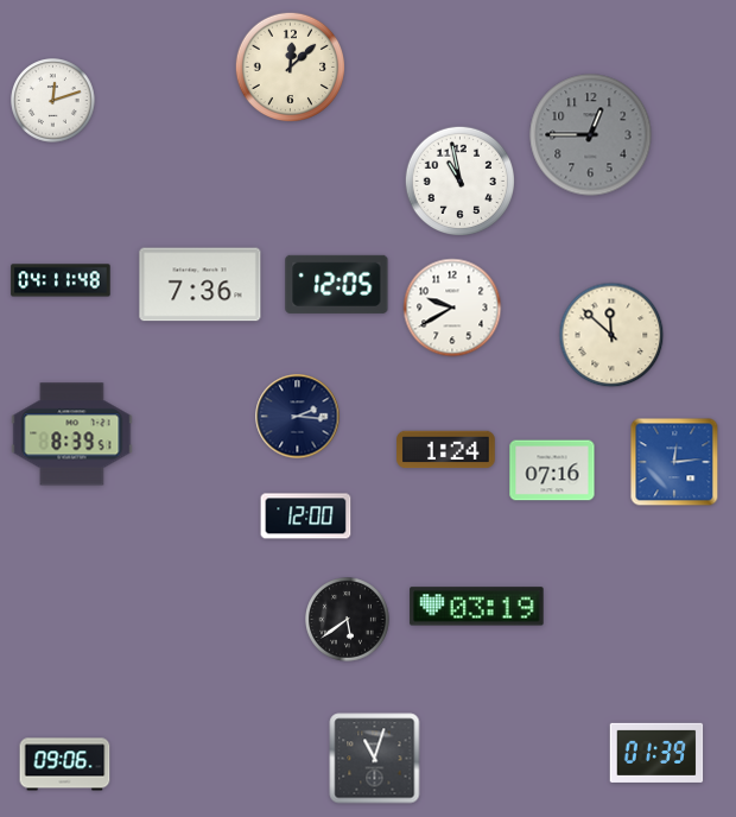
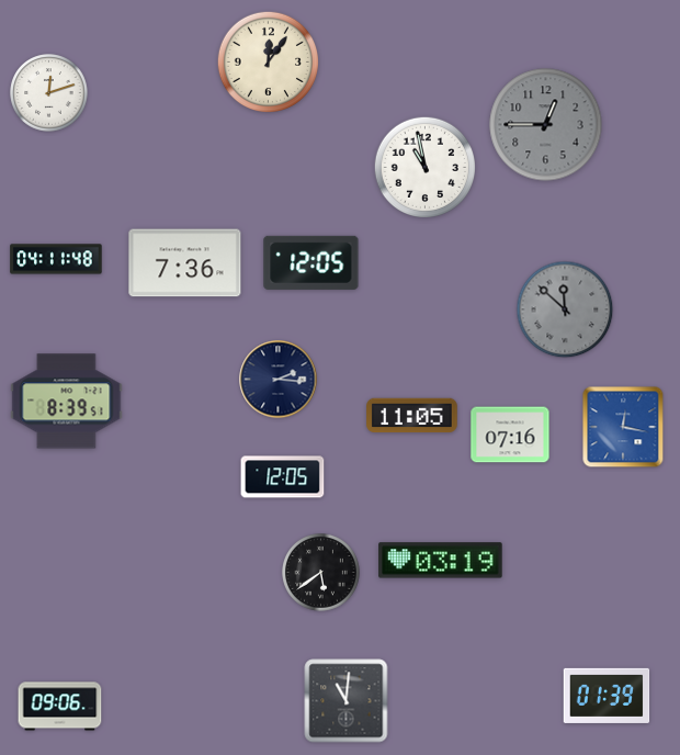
clock at (290, 66): 12:08 -> 12:06
clock at (452, 308): 9:40 -> none
clock at (611, 335) dial: cream -> grey
clock at (298, 417) position: (298, 417) -> (279, 380)
clock at (446, 450): 1:24 -> 11:05
clock at (674, 462): 12:14 -> 12:17
clock at (306, 517): 12:00 -> 12:05
clock at (375, 759): 11:03 -> 11:01
